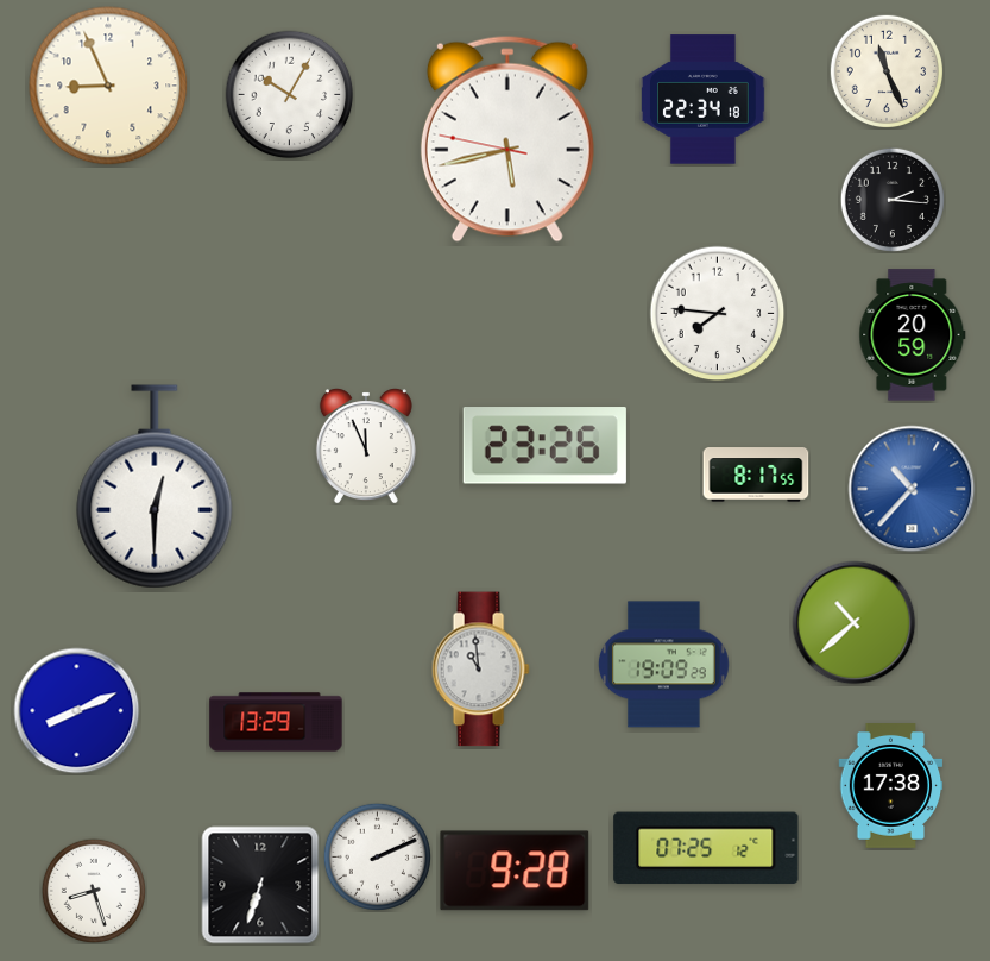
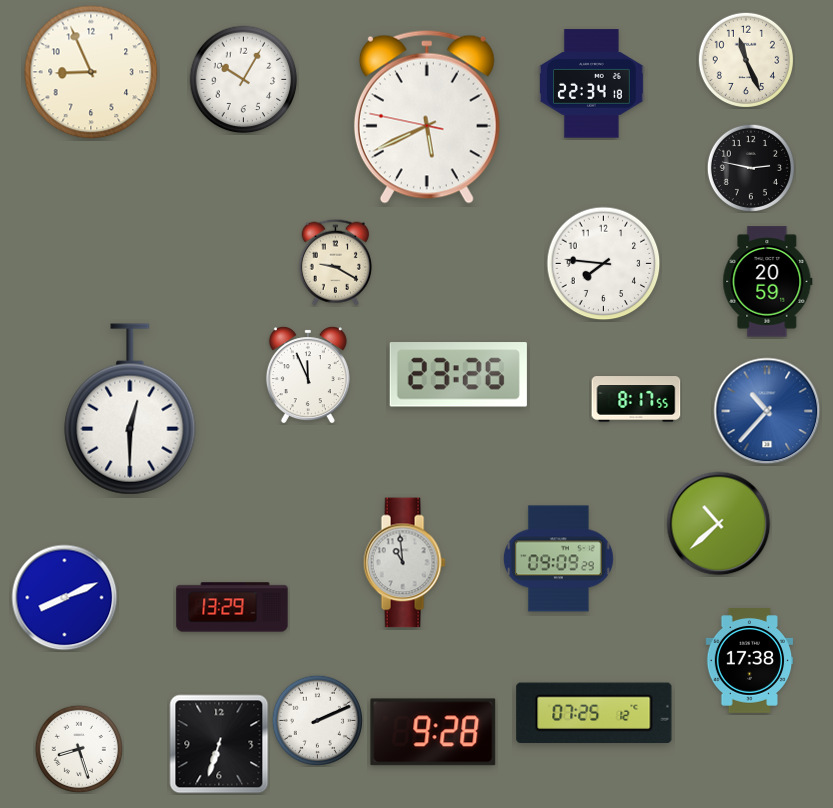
clock at (507, 139): 5:42 -> 5:40
clock at (893, 200): 2:16 -> 2:47
clock at (335, 262): none -> 9:20
clock at (663, 665): 19:09 -> 09:09
